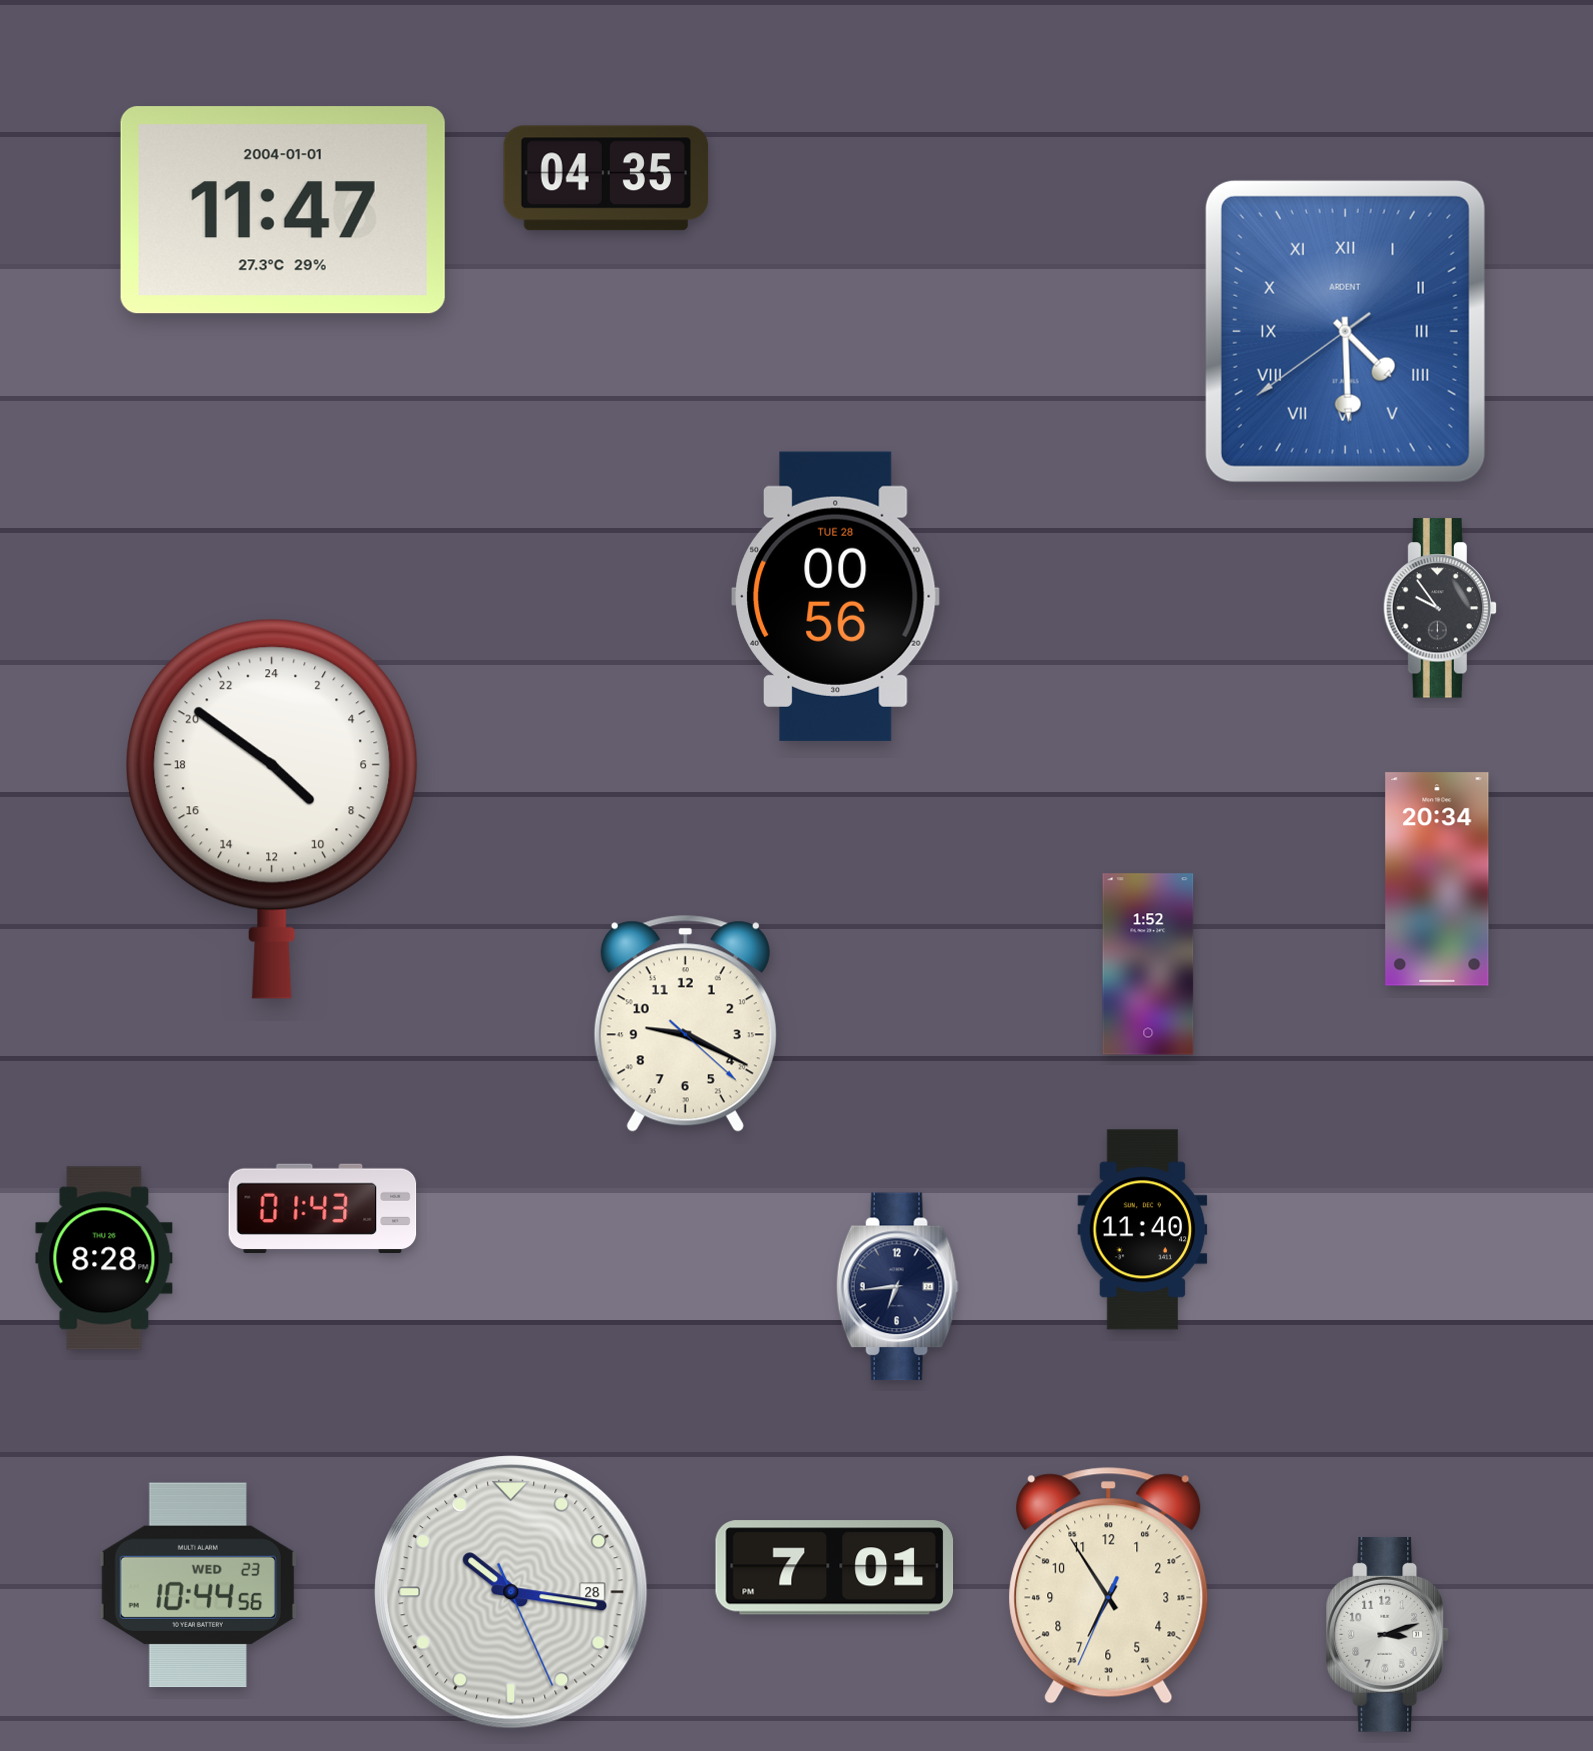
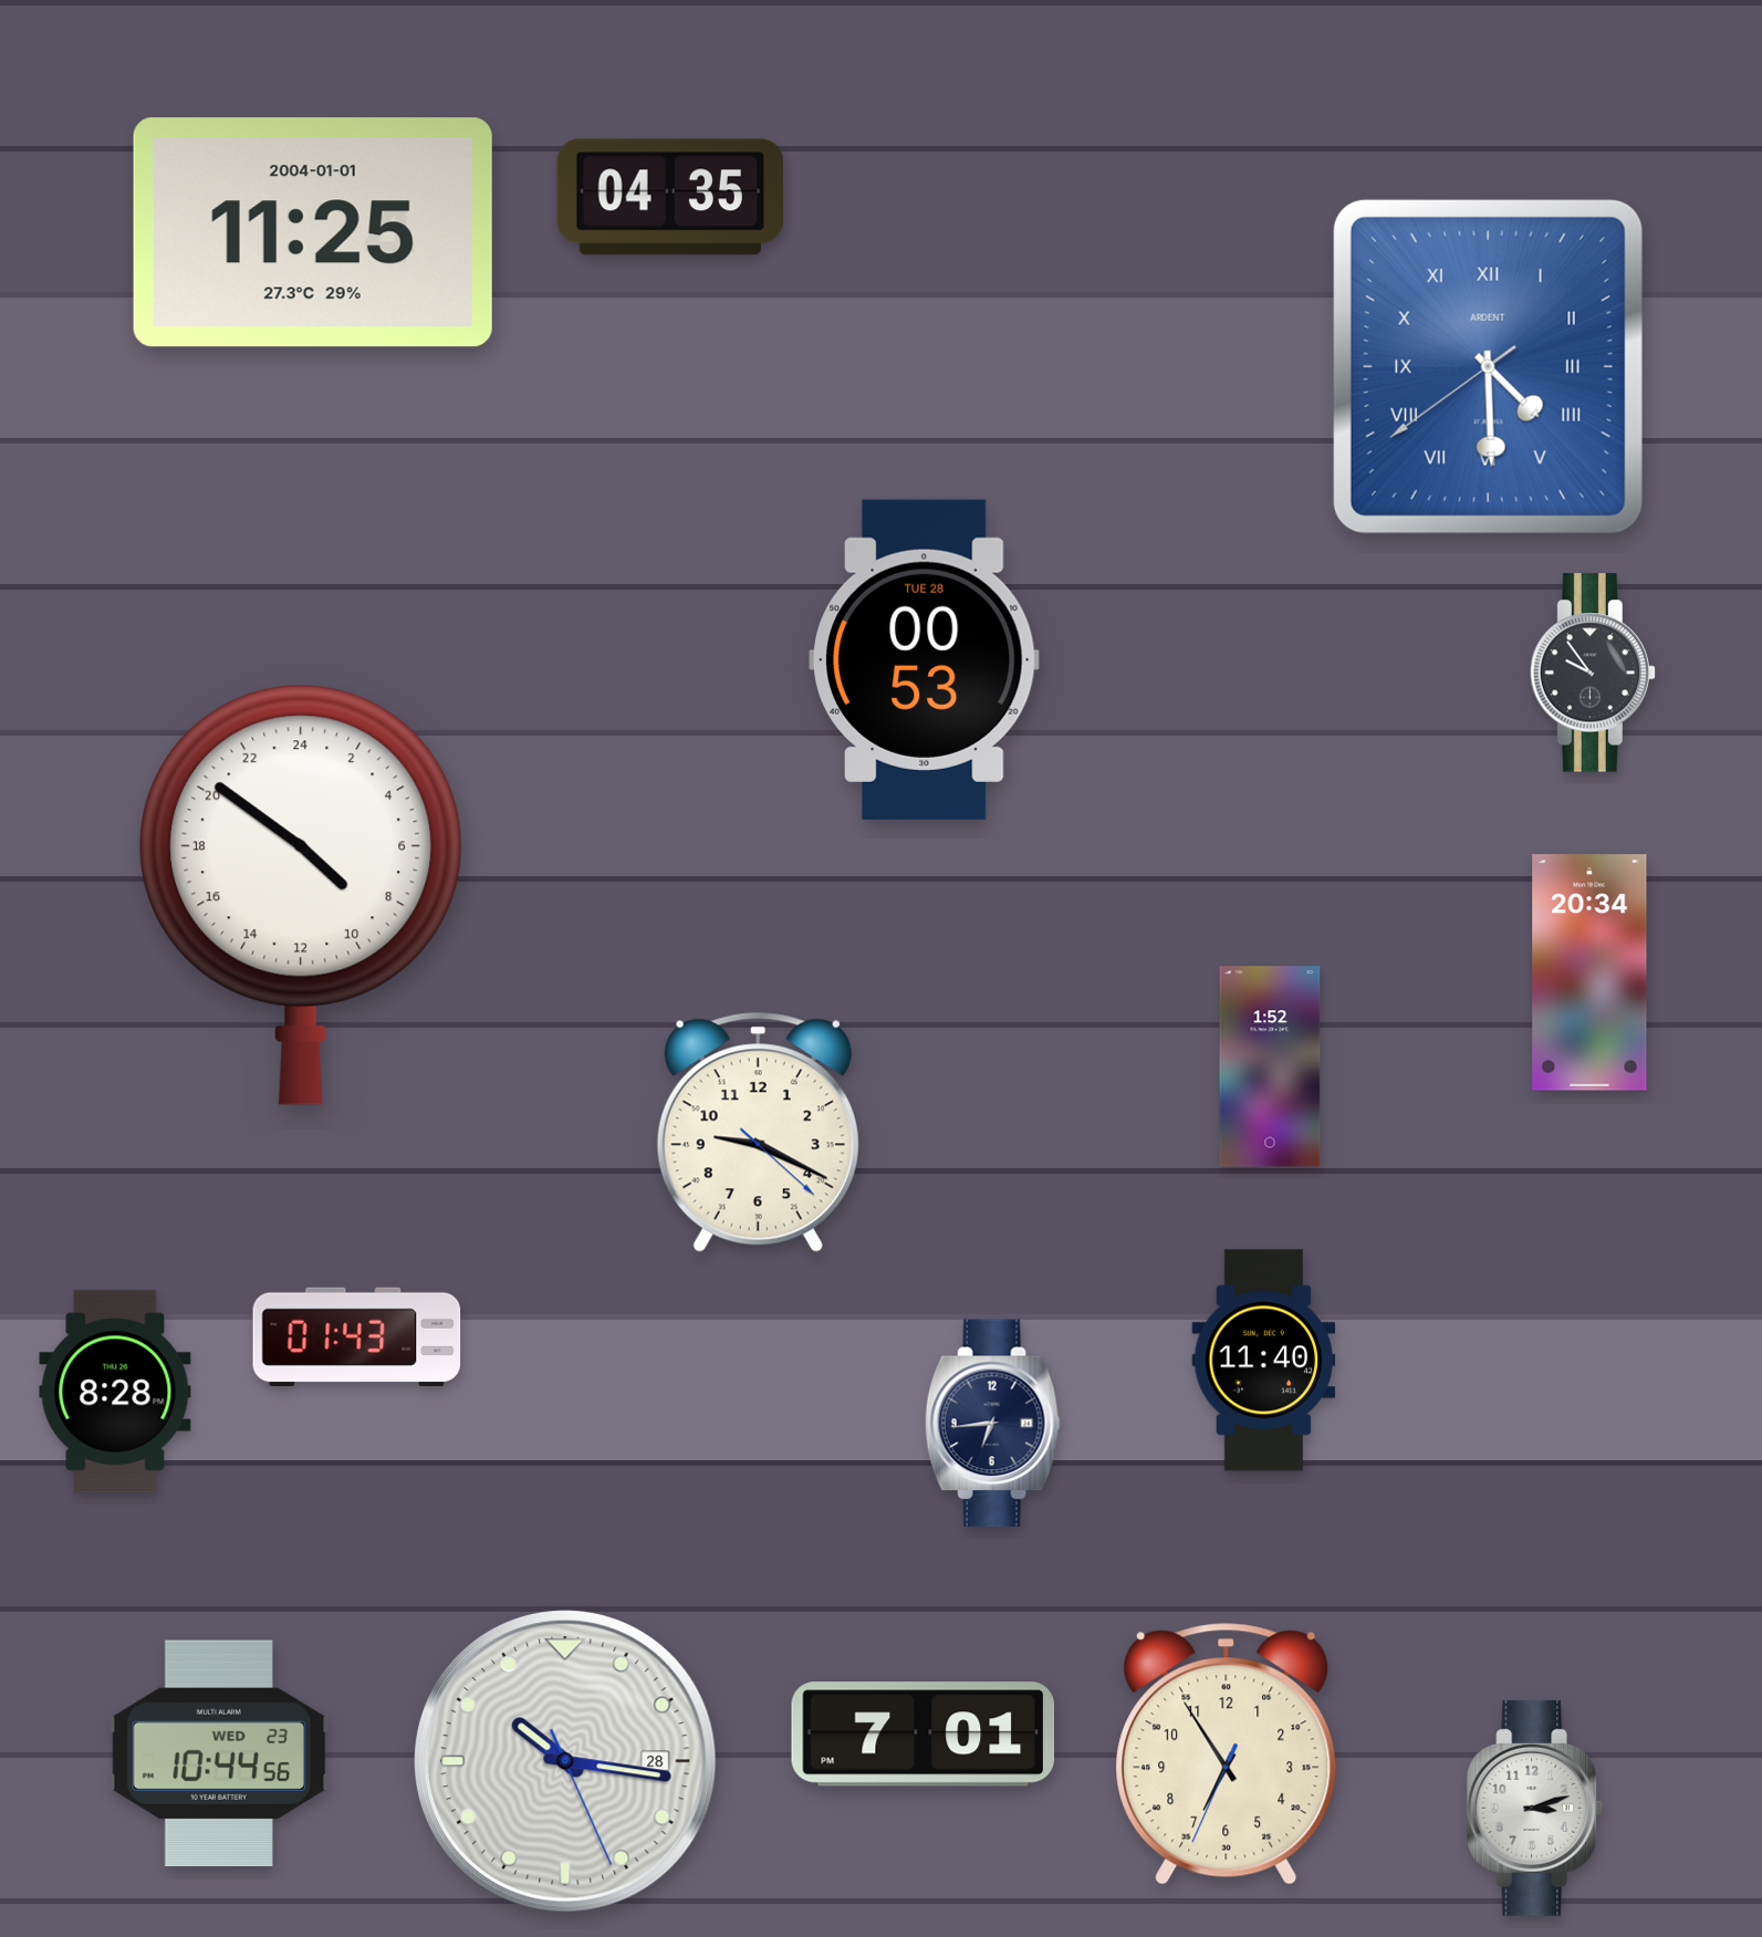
clock at (283, 210): 11:47 -> 11:25
clock at (836, 596): 00:56 -> 00:53
